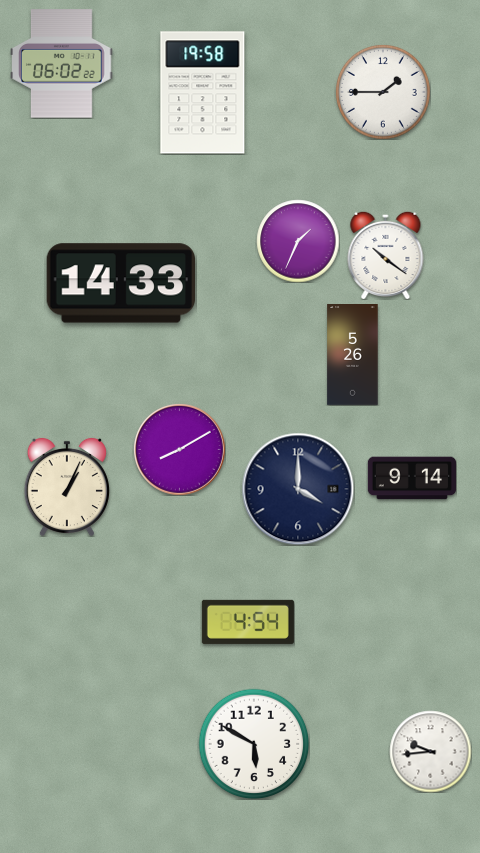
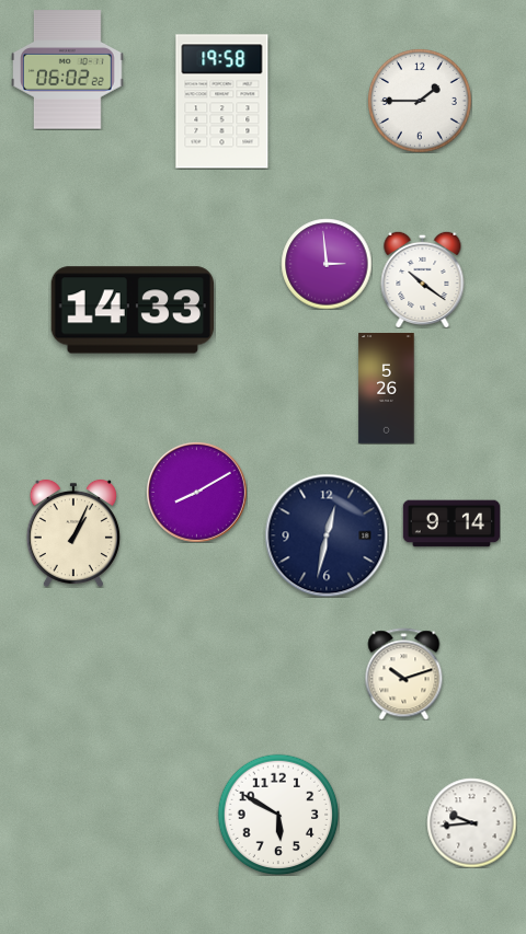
clock at (298, 241): 1:34 -> 2:59
clock at (298, 489): 4:00 -> 12:32
clock at (404, 673): none -> 10:12
clock at (248, 622): 4:54 -> none
